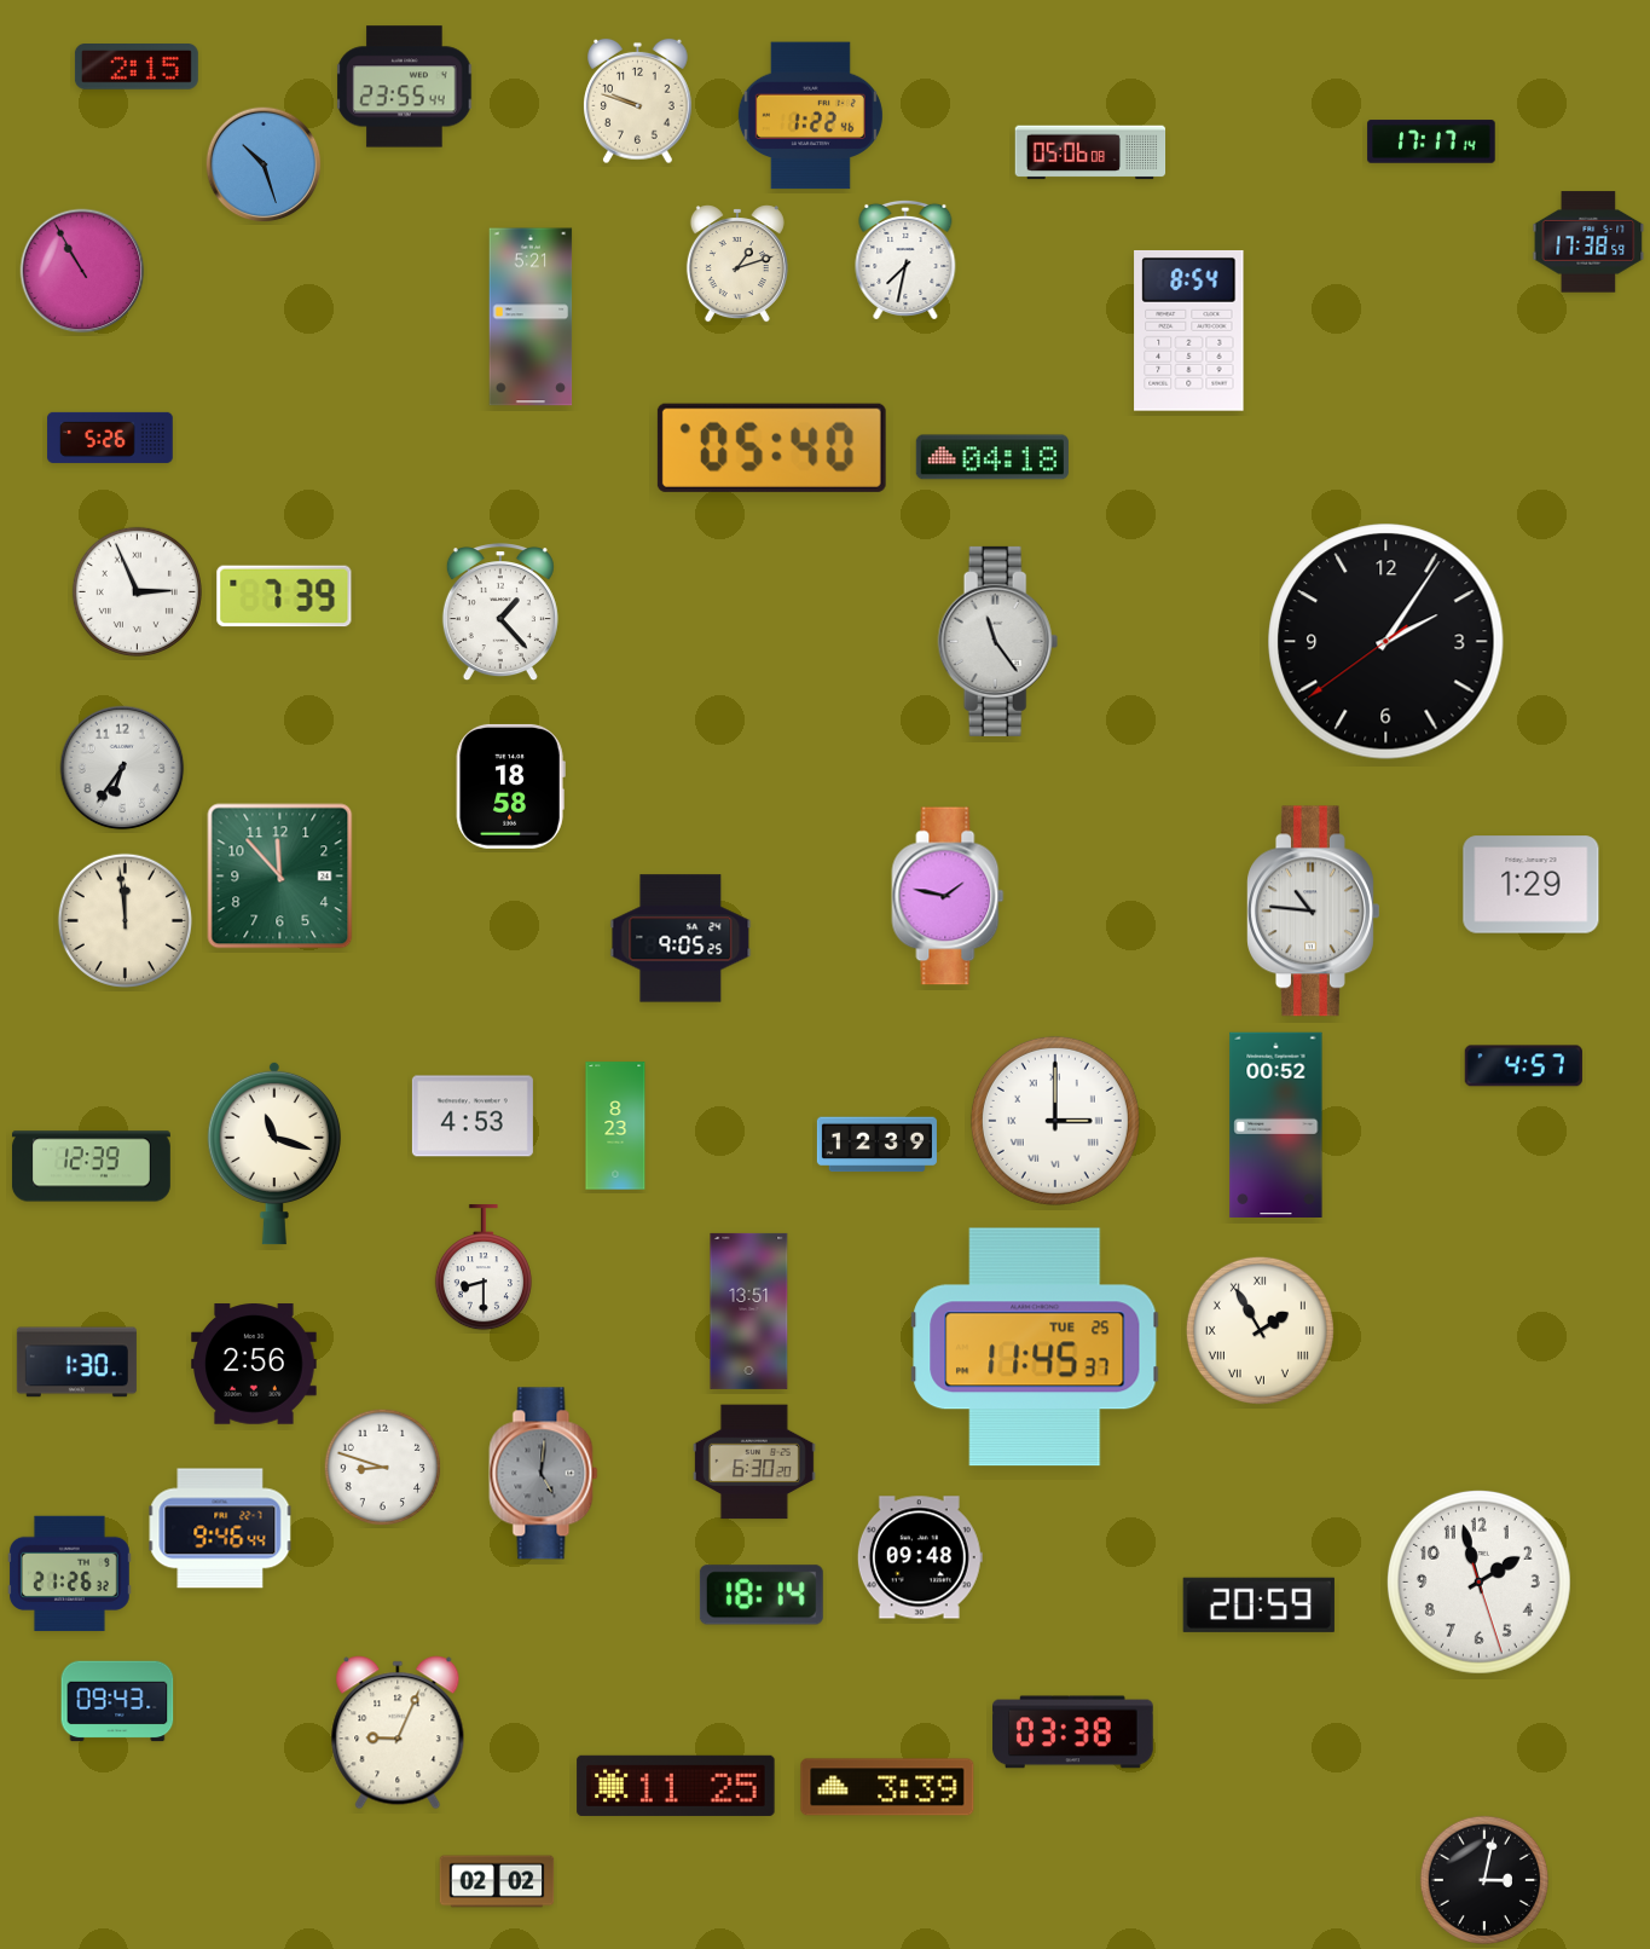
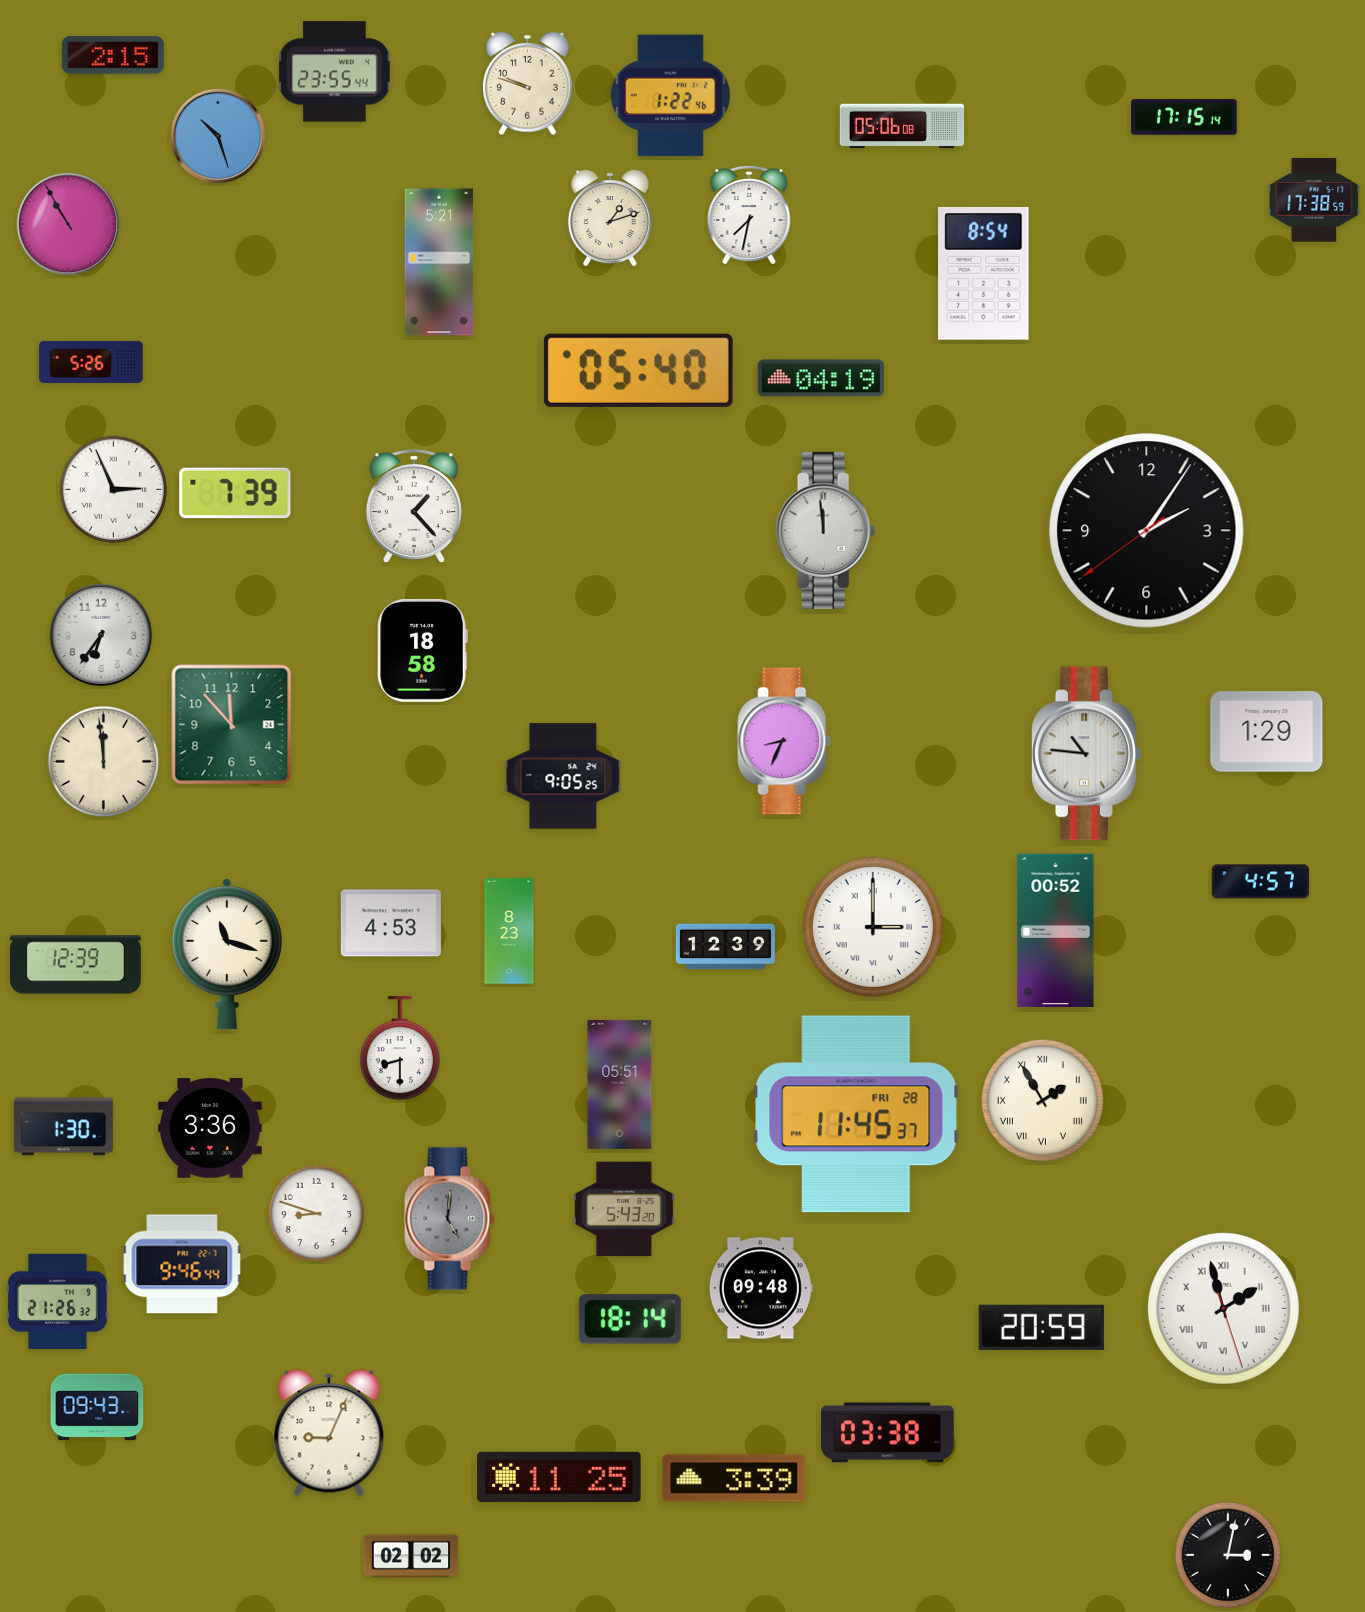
clock at (1431, 141): 17:17 -> 17:15
clock at (992, 457): 04:18 -> 04:19
clock at (998, 641): 11:24 -> 11:59
clock at (948, 896): 1:47 -> 8:34
clock at (749, 1311): 13:51 -> 05:51
clock at (1035, 1347) date: TUE 25 -> FRI 28
clock at (255, 1364): 2:56 -> 3:36
clock at (754, 1462): 6:30 -> 5:43
clock at (1478, 1581) numerals: Arabic -> Roman
